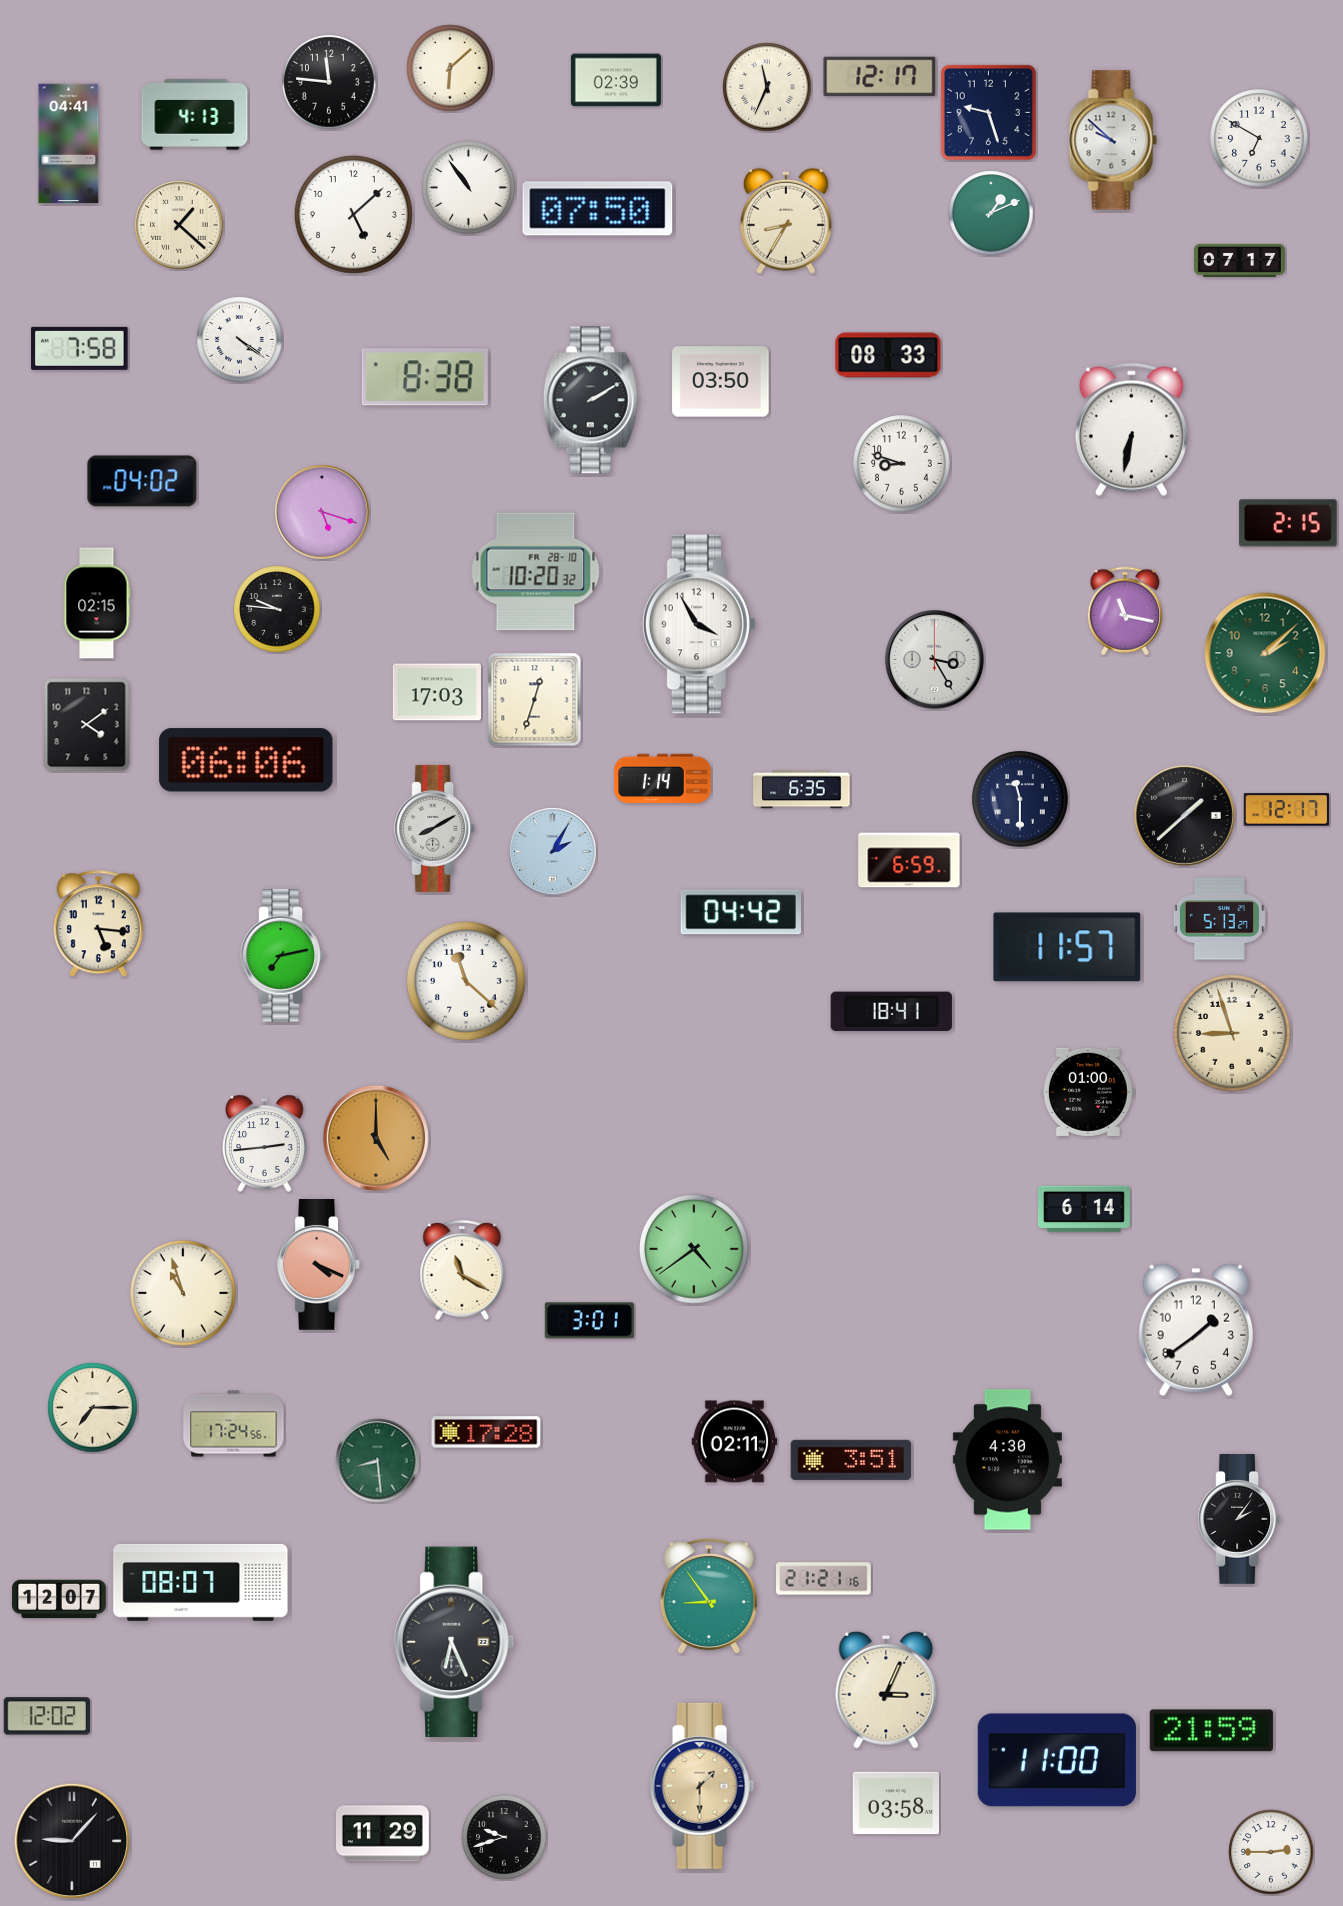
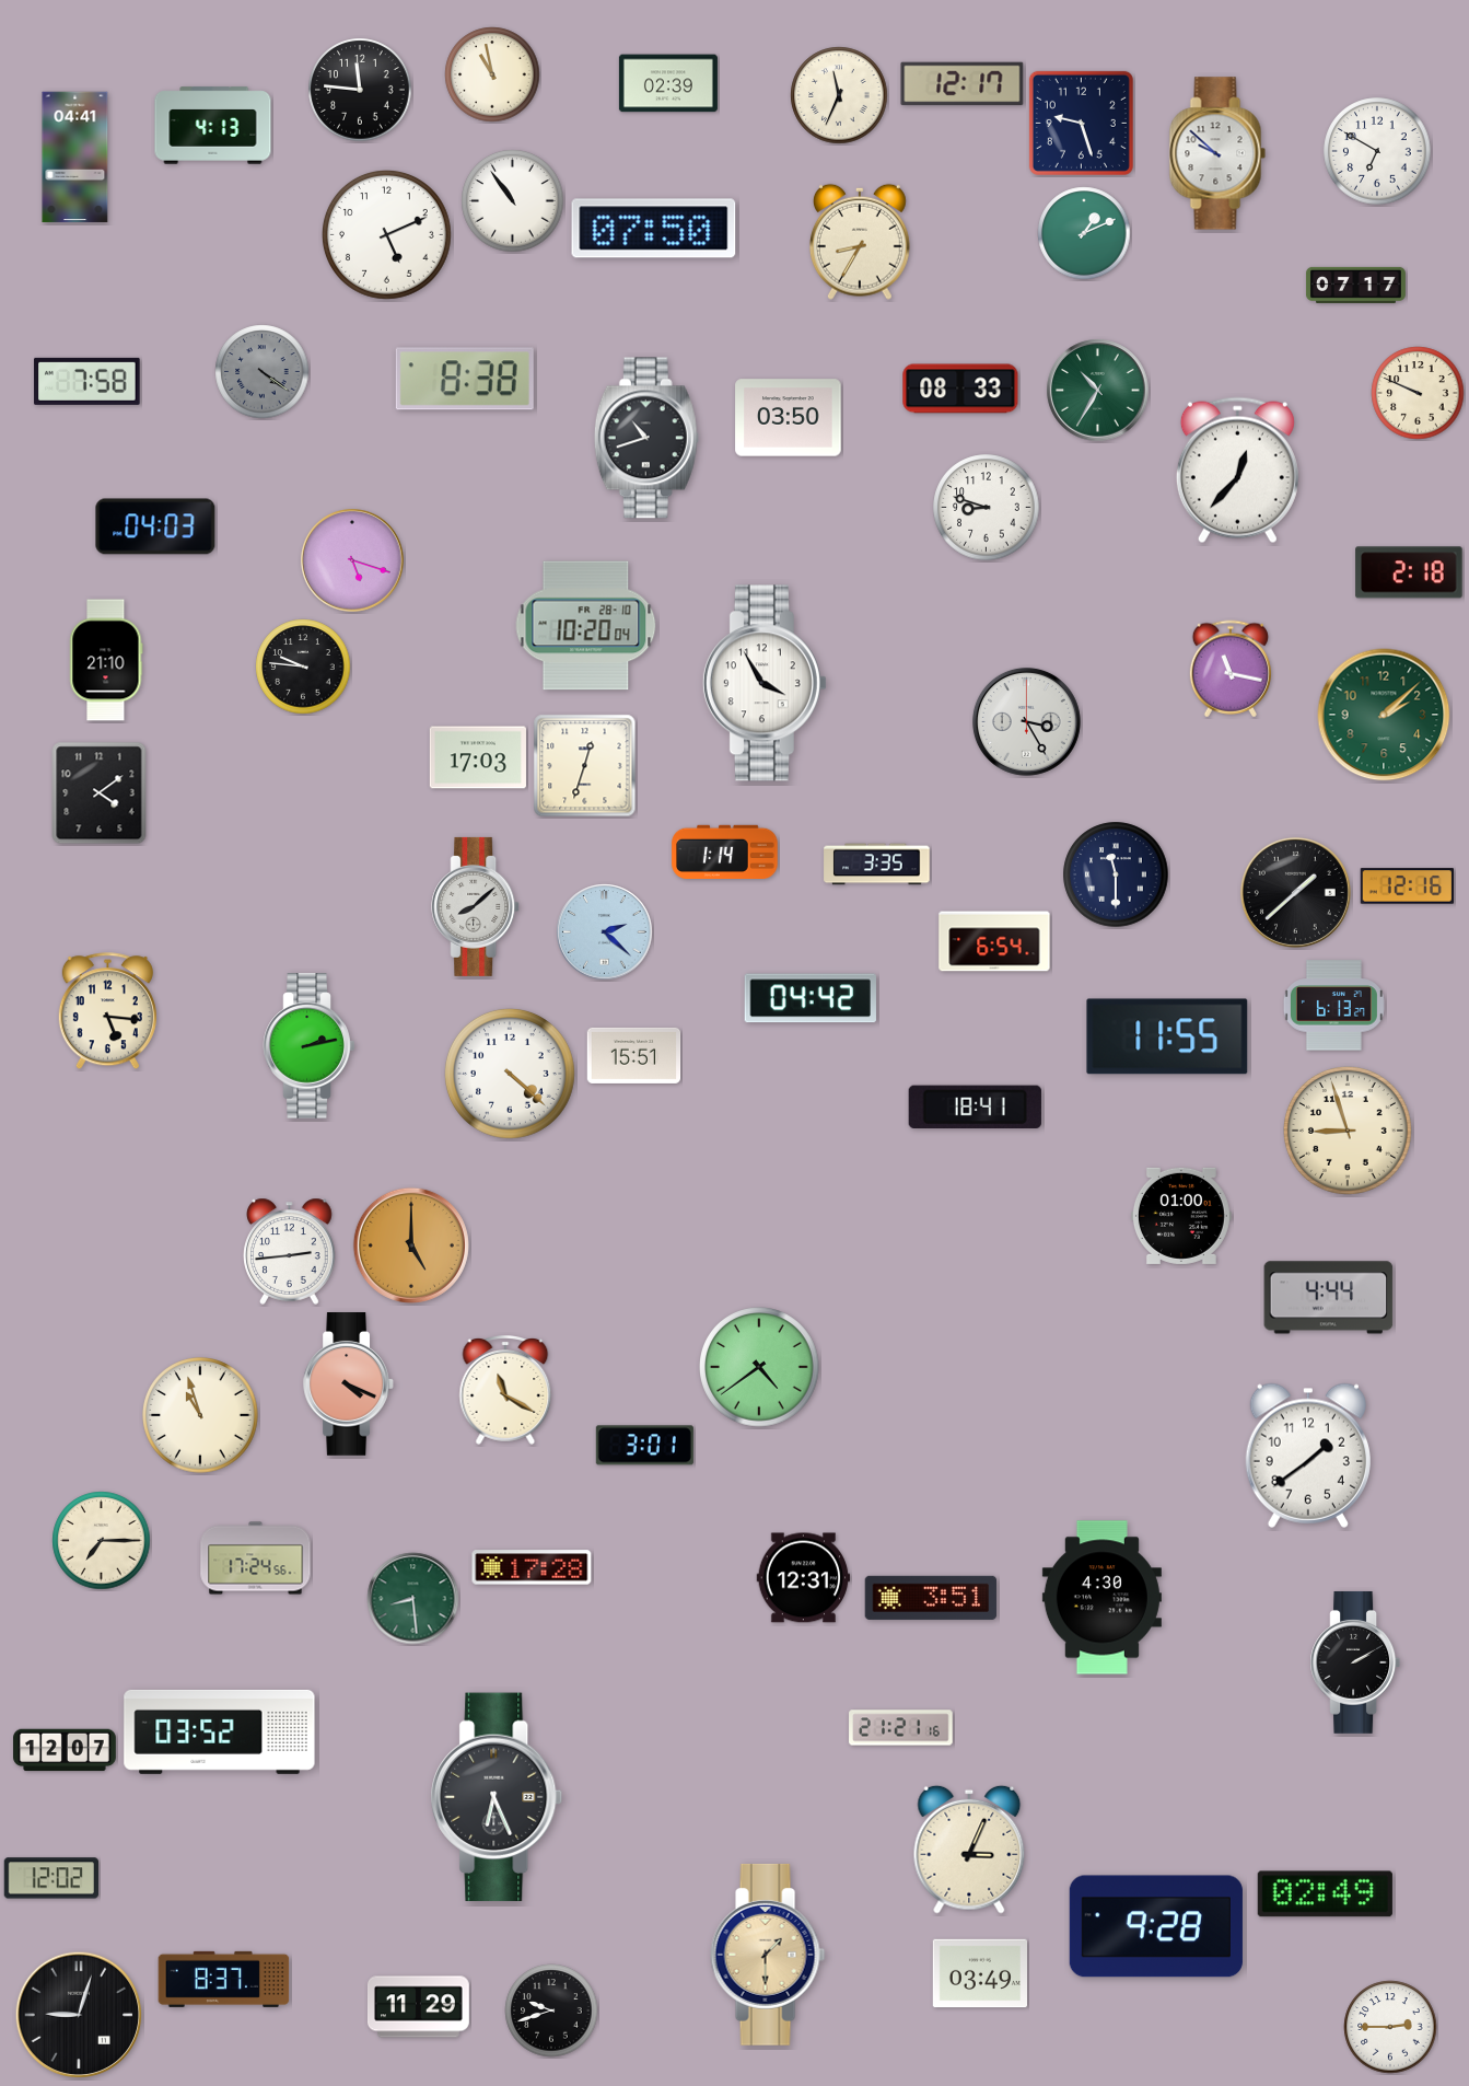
clock at (450, 68): 6:08 -> 10:58
clock at (616, 80) position: (616, 80) -> (668, 83)
clock at (469, 188) position: (469, 188) -> (513, 201)
clock at (353, 214): 5:08 -> 5:11
clock at (179, 225): 1:22 -> none
clock at (240, 340) dial: white -> grey
clock at (888, 355) position: (888, 355) -> (960, 389)
clock at (1098, 391): none -> 10:35
clock at (1418, 393): none -> 9:49
clock at (425, 377) position: (425, 377) -> (465, 379)
clock at (591, 400): 2:10 -> 10:42
clock at (1131, 430): 6:32 -> 12:37
clock at (142, 481): 04:02 -> 04:03
clock at (1288, 523): 2:15 -> 2:18
clock at (536, 572): 10:20:32 -> 10:20:04
clock at (97, 603): 02:15 -> 21:10
clock at (934, 659) position: (934, 659) -> (1026, 721)
clock at (87, 725) position: (87, 725) -> (100, 793)
clock at (246, 760): 06:06 -> none
clock at (802, 790): 6:35 -> 3:35
clock at (1287, 810): 12:17 -> 12:16
clock at (435, 828): 8:10 -> 8:08
clock at (553, 852): 2:05 -> 2:22
clock at (909, 860): 6:59 -> 6:54
clock at (1219, 919): 5:13 -> 6:13
clock at (1067, 947): 11:57 -> 11:55
clock at (283, 956): 7:13 -> 2:13
clock at (634, 1055): none -> 15:51
clock at (466, 981): 11:22 -> 4:22
clock at (1088, 1092) position: (1088, 1092) -> (1181, 1216)
clock at (1329, 1298): none -> 4:44
clock at (1084, 1209): 6:14 -> none
clock at (735, 1442): 02:11 -> 12:31
clock at (1239, 1519): 2:06 -> 2:10
clock at (201, 1582): 08:07 -> 03:52
clock at (709, 1596): 8:54 -> none
clock at (1211, 1731): 21:59 -> 02:49
clock at (1057, 1760): 11:00 -> 9:28
clock at (895, 1803): 03:58 -> 03:49
clock at (224, 1979): none -> 8:37
clock at (72, 1841): 9:07 -> 9:03
